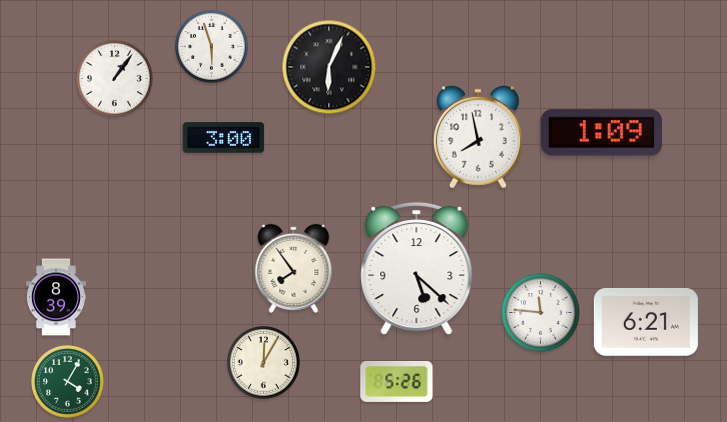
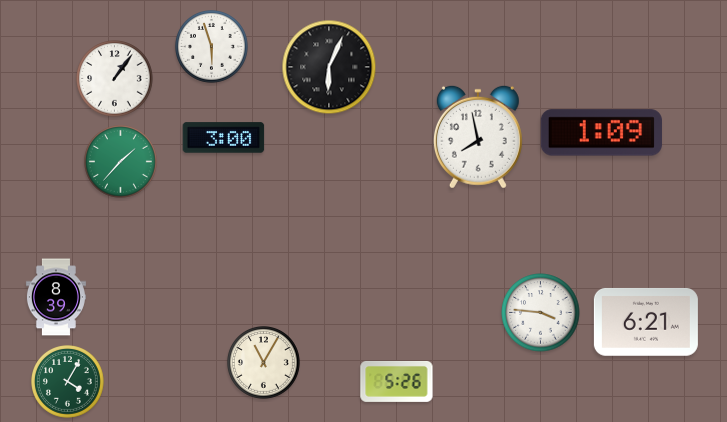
clock at (121, 162): none -> 1:37
clock at (294, 268): 7:54 -> none
clock at (417, 269): 5:22 -> none
clock at (541, 313): 11:46 -> 3:46
clock at (264, 363): 12:05 -> 11:05
